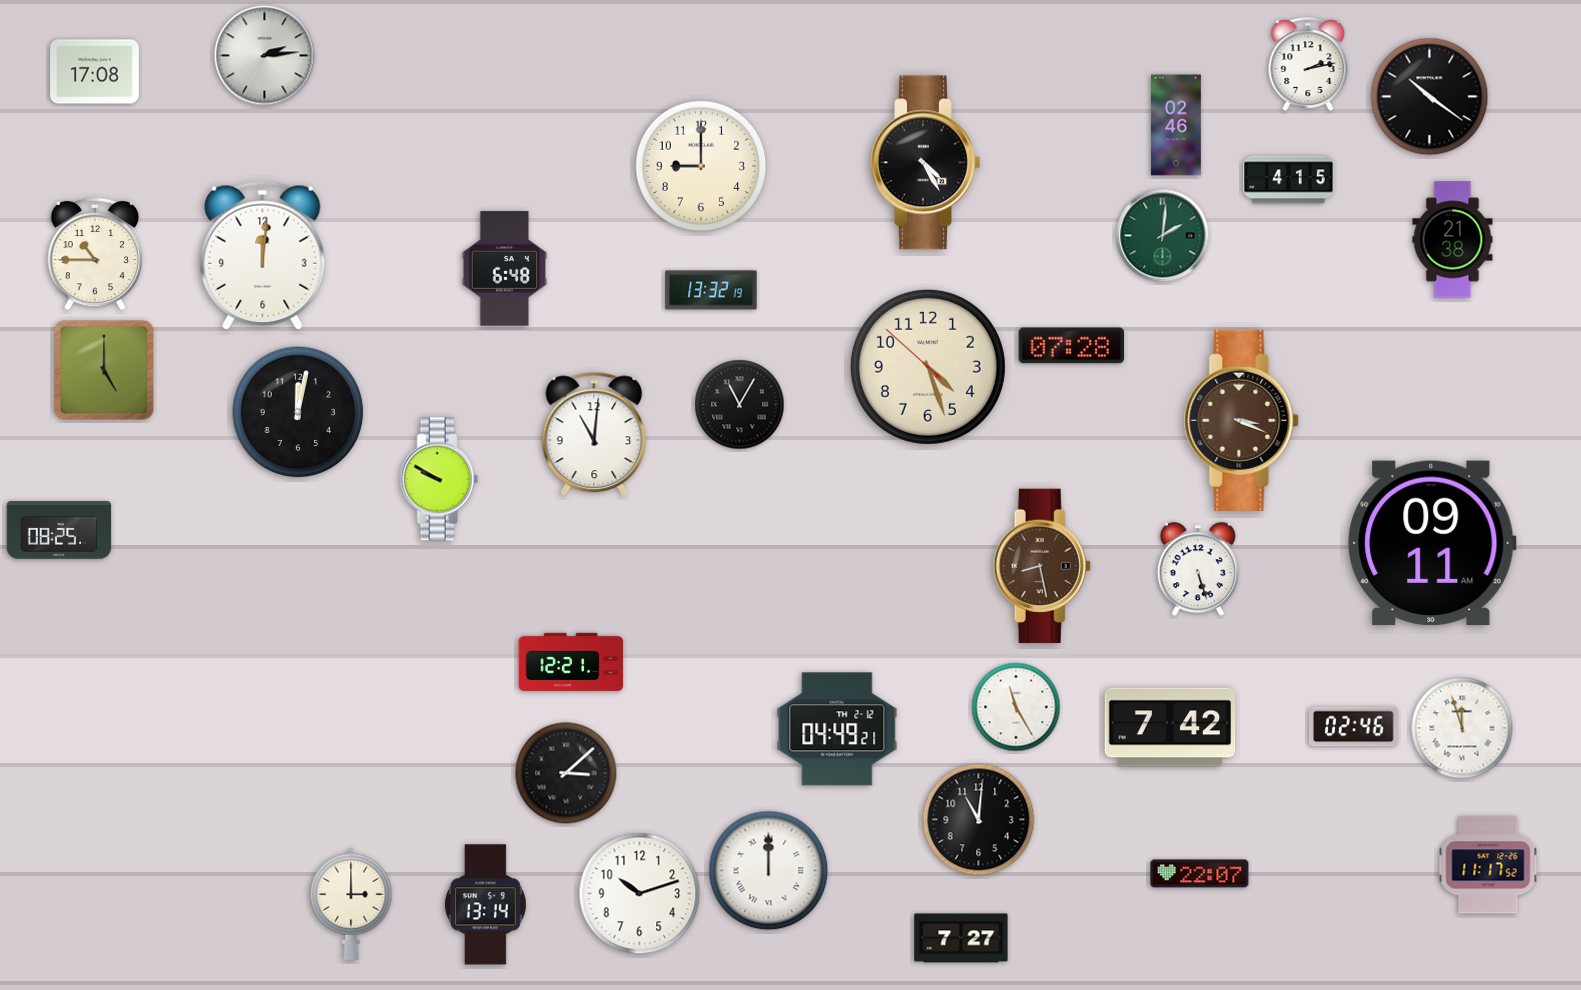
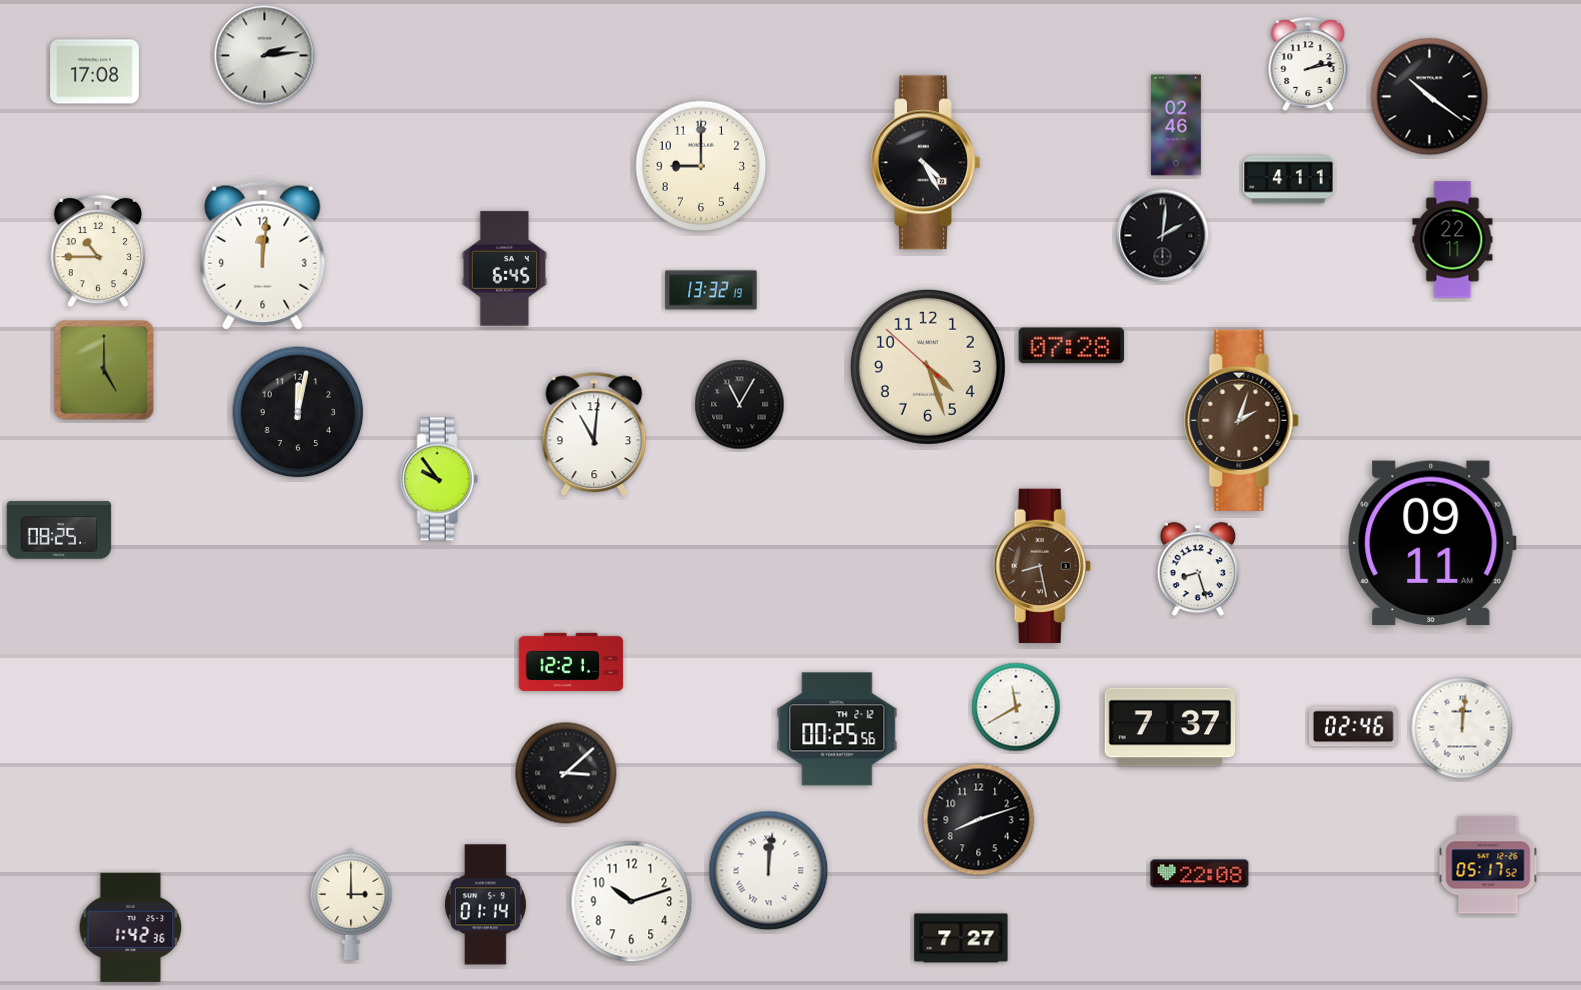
clock at (1289, 180): 4:15 -> 4:11
clock at (1163, 236) dial: green -> black
clock at (1453, 240): 21:38 -> 22:11
clock at (94, 254) position: (94, 254) -> (97, 251)
clock at (505, 269): 6:48 -> 6:45
clock at (1242, 420): 3:19 -> 2:03
clock at (439, 479): 9:50 -> 9:54
clock at (1198, 570): 5:27 -> 8:27
clock at (1016, 707): 11:25 -> 11:40
clock at (1170, 727): 7:42 -> 7:37
clock at (1462, 728): 11:57 -> 12:01
clock at (837, 729): 04:49 -> 00:25
clock at (979, 820): 11:01 -> 8:12
clock at (1488, 865): 11:17 -> 05:17
clock at (769, 871): 12:00 -> 12:01
clock at (1200, 874): 22:07 -> 22:08
clock at (640, 894) position: (640, 894) -> (632, 902)
clock at (485, 905): 13:14 -> 01:14
clock at (131, 927): none -> 1:42
